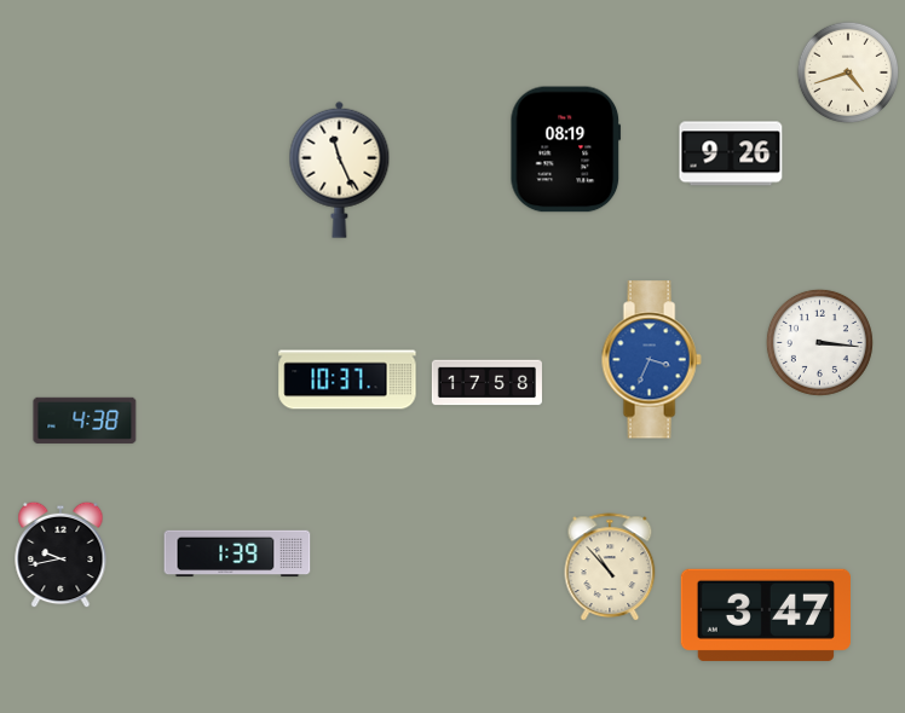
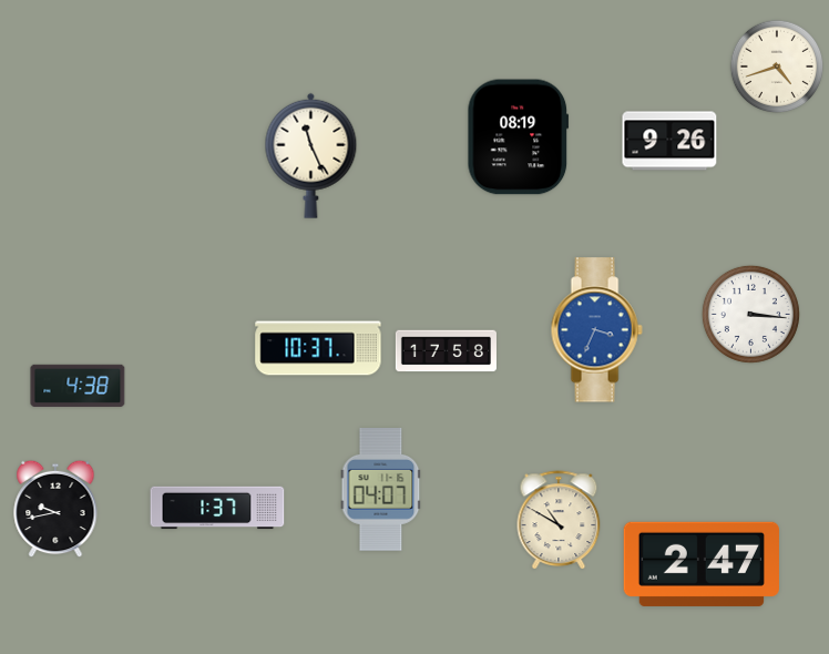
clock at (381, 490): none -> 04:07
clock at (237, 553): 1:39 -> 1:37
clock at (610, 568): 10:53 -> 10:50
clock at (765, 615): 3:47 -> 2:47
